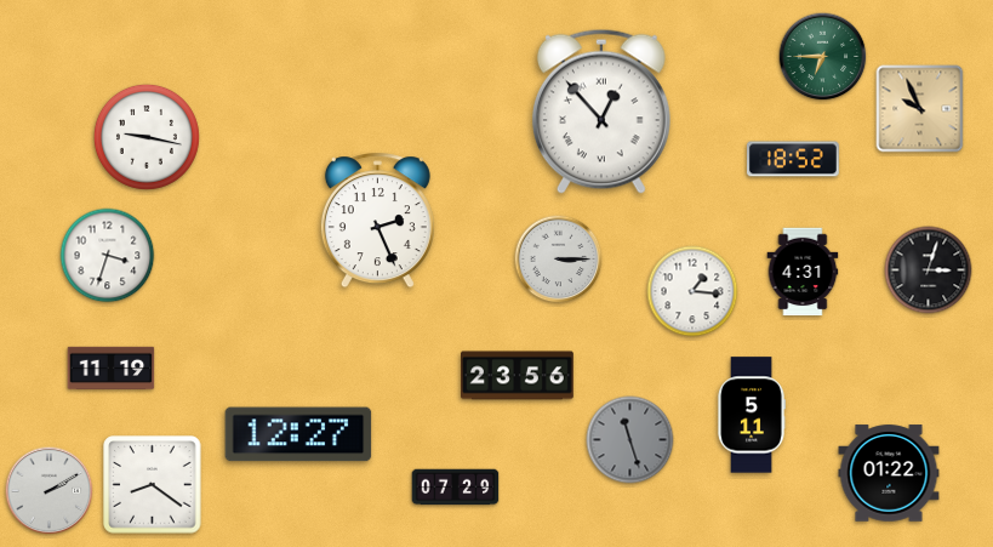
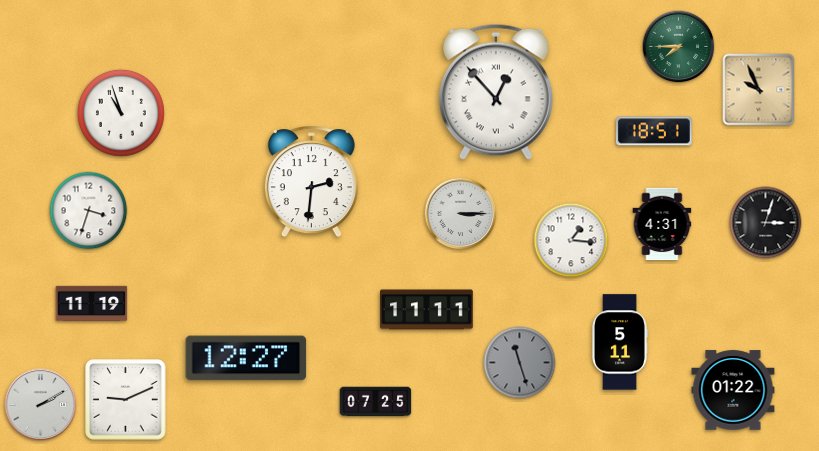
clock at (823, 57): 6:45 -> 7:45
clock at (147, 137): 9:17 -> 10:57
clock at (793, 159): 18:52 -> 18:51
clock at (377, 221): 2:26 -> 2:31
clock at (518, 376): 23:56 -> 11:11
clock at (153, 485): 8:21 -> 9:11
clock at (456, 488): 07:29 -> 07:25
